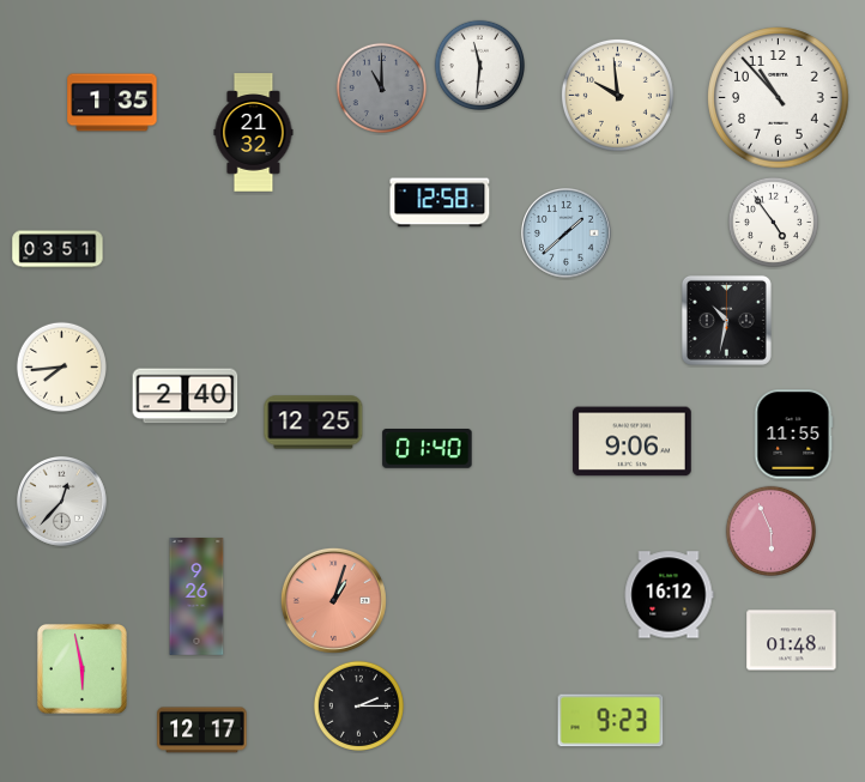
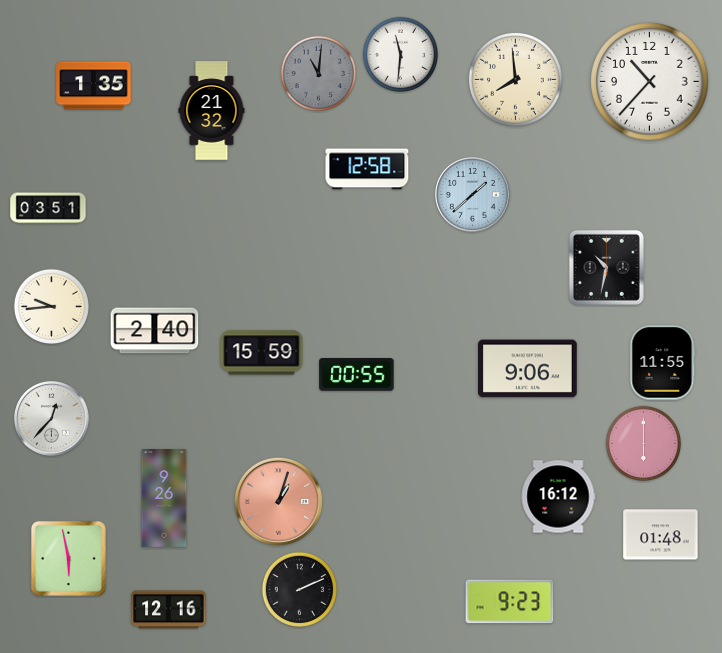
clock at (381, 87): 11:00 -> 11:01
clock at (617, 95): 9:59 -> 7:59
clock at (779, 98): 10:53 -> 10:37
clock at (773, 222): 4:54 -> none
clock at (61, 366): 7:44 -> 9:44
clock at (314, 423): 12:25 -> 15:59
clock at (428, 449): 01:40 -> 00:55
clock at (770, 531): 5:56 -> 6:00
clock at (358, 705): 2:15 -> 2:11
clock at (202, 731): 12:17 -> 12:16
